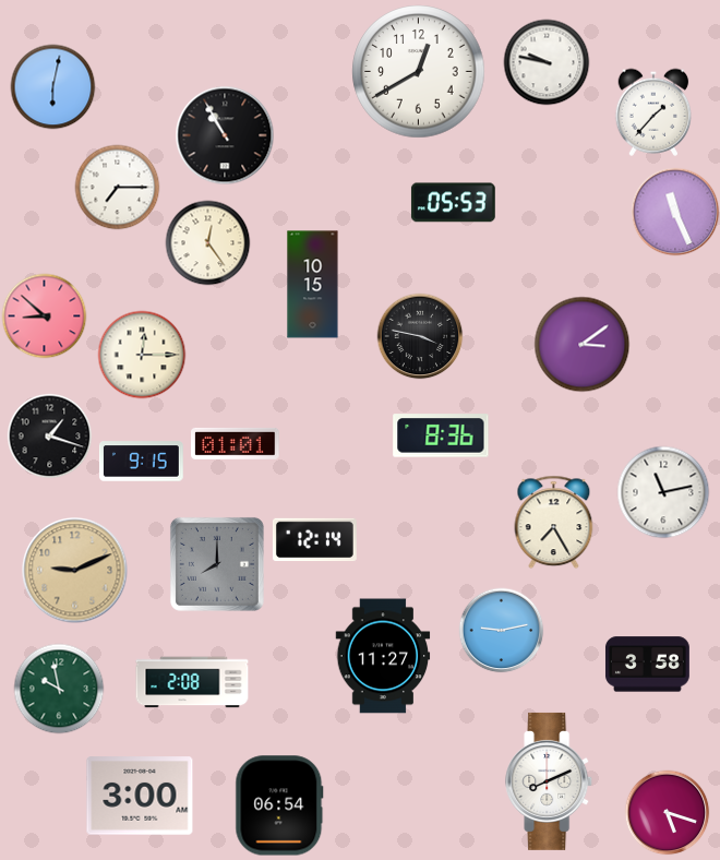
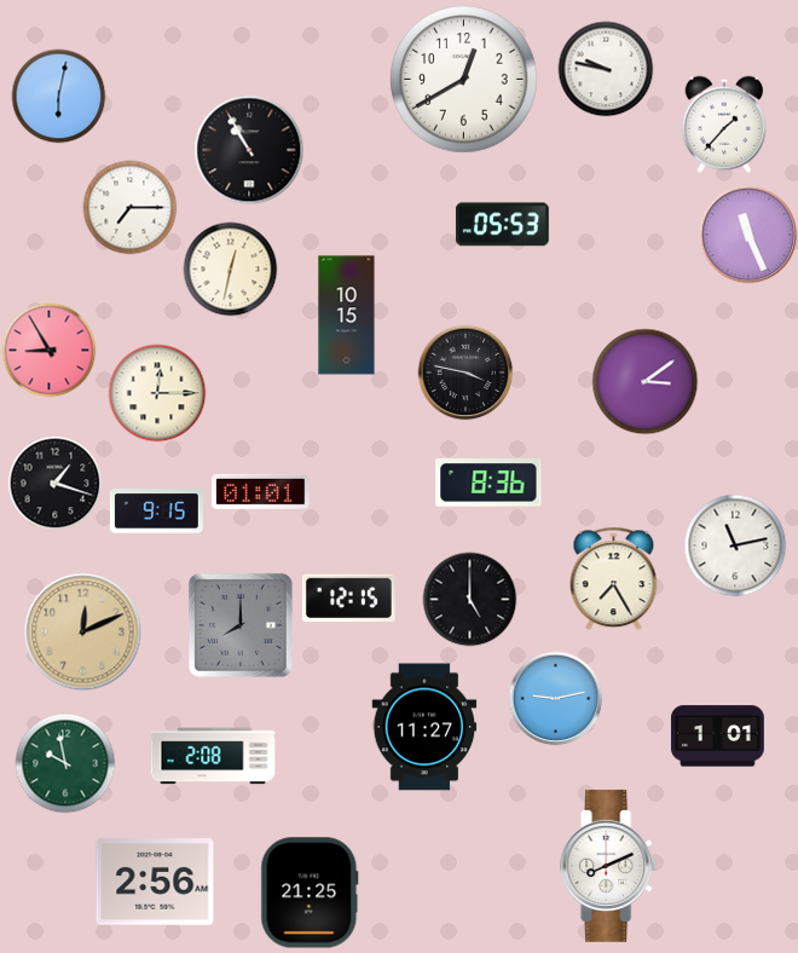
clock at (207, 242): 12:24 -> 12:32
clock at (44, 315): 8:52 -> 8:55
clock at (314, 540): 12:14 -> 12:15
clock at (469, 599): none -> 5:00
clock at (75, 571): 9:11 -> 12:11
clock at (647, 665): 3:58 -> 1:01
clock at (140, 796): 3:00 -> 2:56
clock at (279, 805): 06:54 -> 21:25
clock at (667, 812): 5:18 -> none
